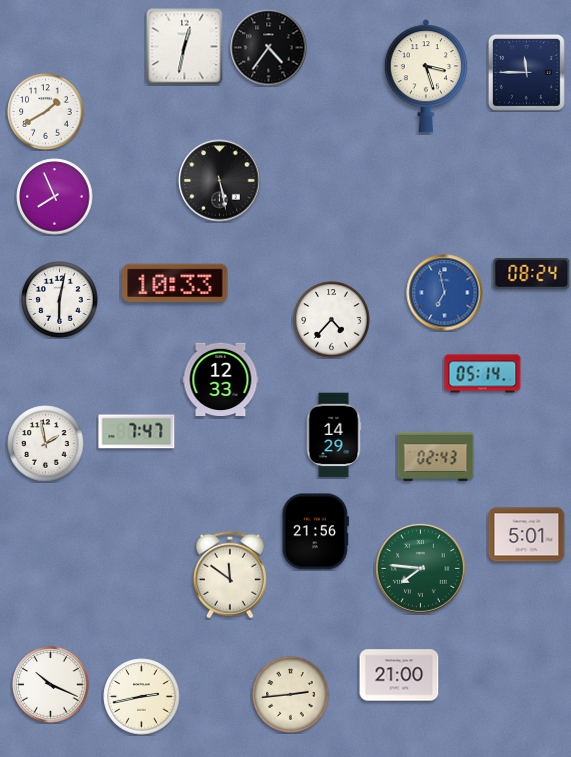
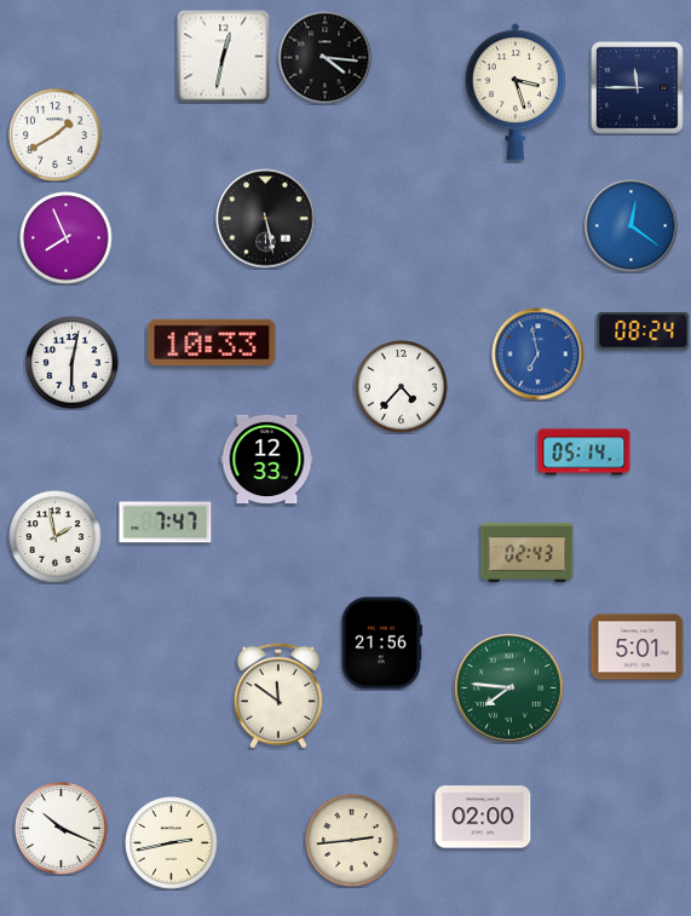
clock at (269, 48): 4:36 -> 4:16
clock at (632, 226): none -> 12:21
clock at (334, 435): 14:29 -> none
clock at (399, 675): 21:00 -> 02:00
